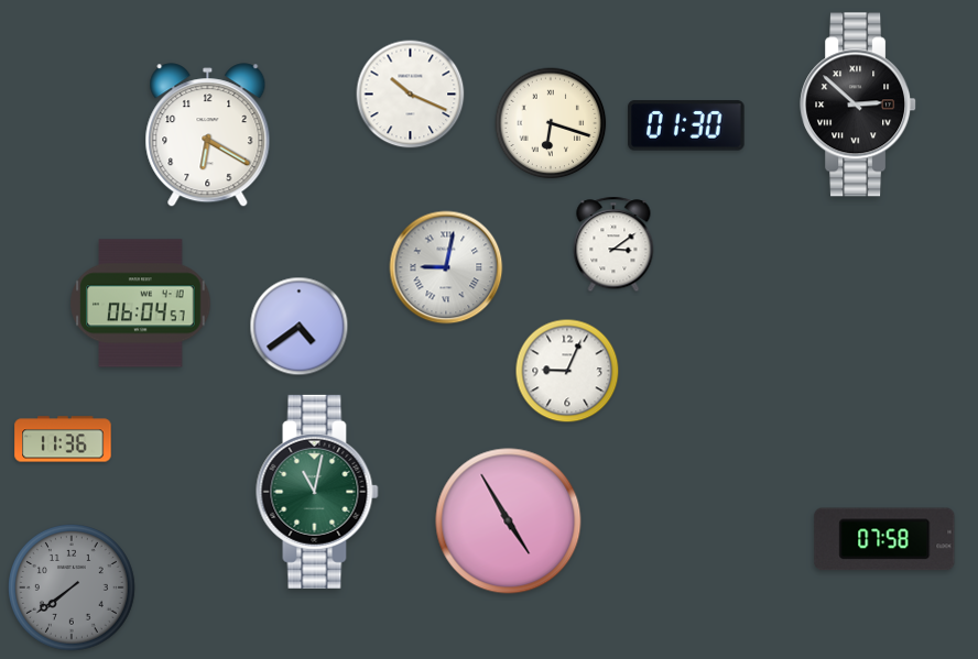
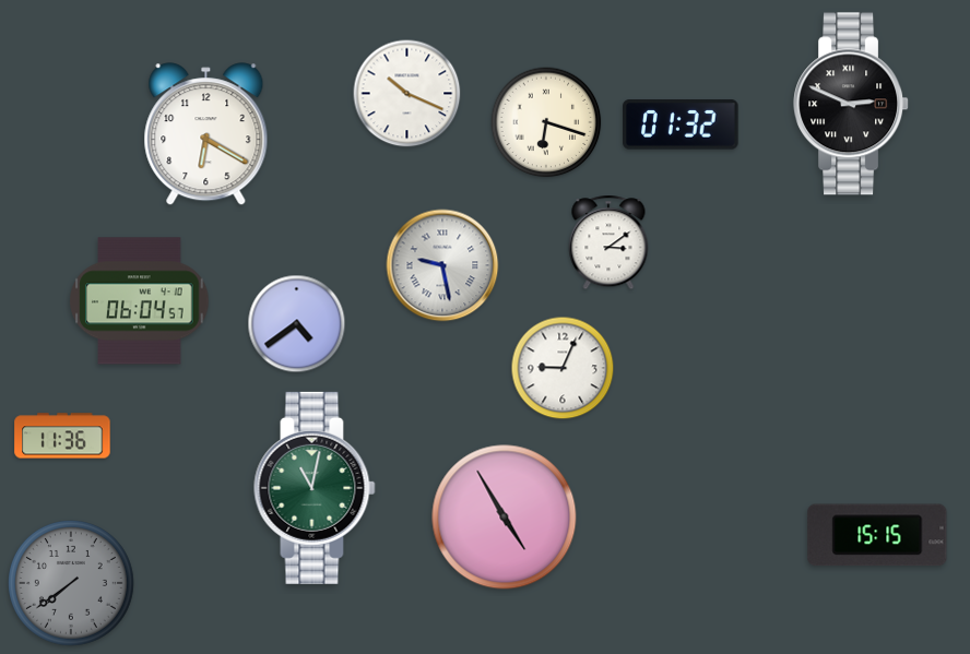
clock at (859, 105): 2:52 -> 2:49
clock at (686, 125): 01:30 -> 01:32
clock at (446, 267): 9:02 -> 9:28
clock at (884, 539): 07:58 -> 15:15
